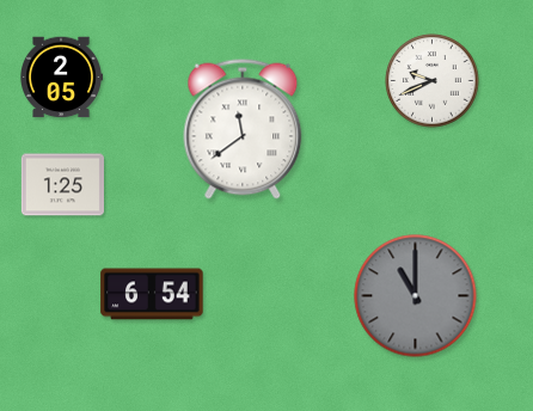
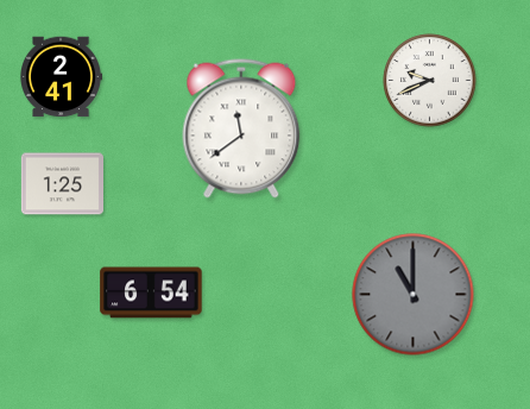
clock at (61, 78): 2:05 -> 2:41
